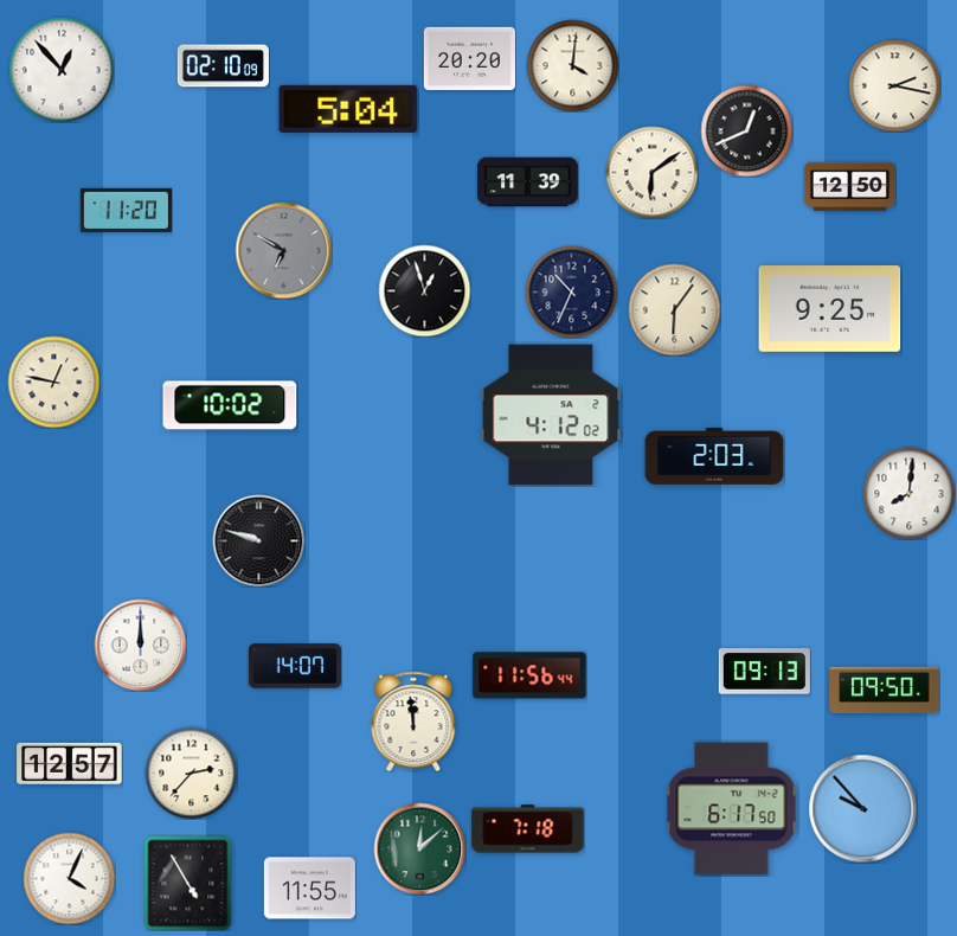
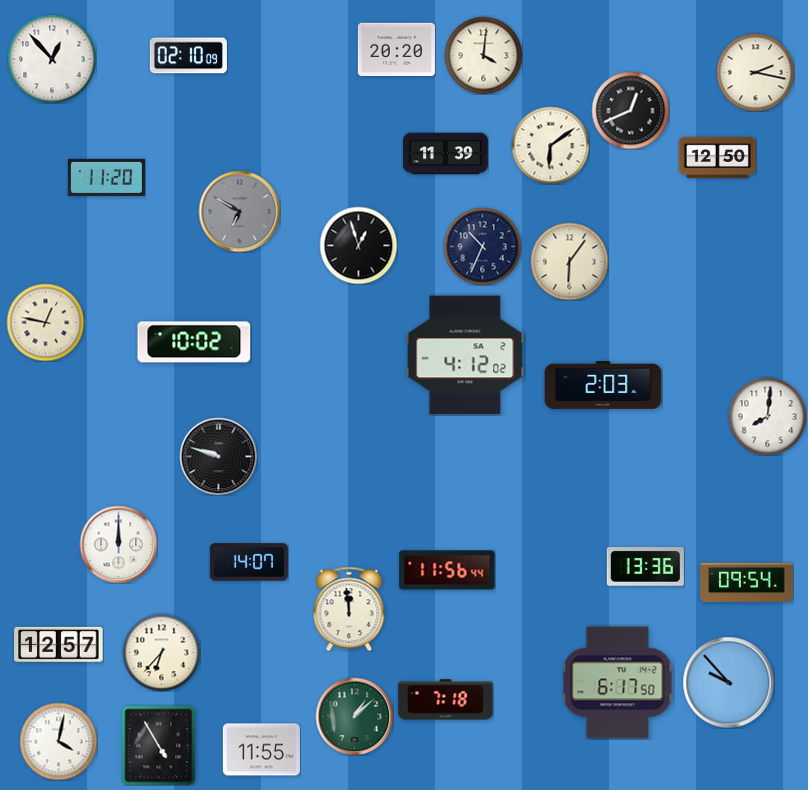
clock at (348, 109): 5:04 -> none
clock at (830, 309): 9:25 -> none
clock at (551, 415) position: (551, 415) -> (465, 355)
clock at (764, 672): 09:13 -> 13:36
clock at (885, 691): 09:50 -> 09:54
clock at (191, 772): 2:37 -> 6:37
clock at (419, 848): 12:08 -> 1:08
clock at (69, 878): 4:04 -> 4:02
